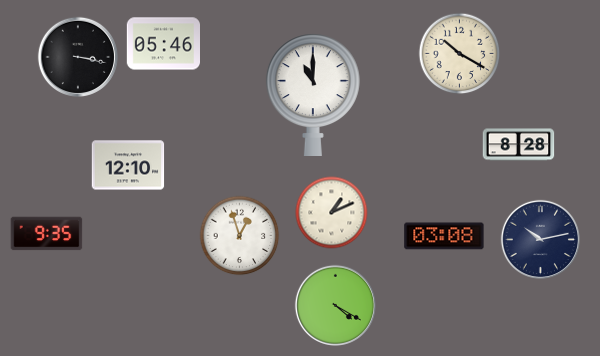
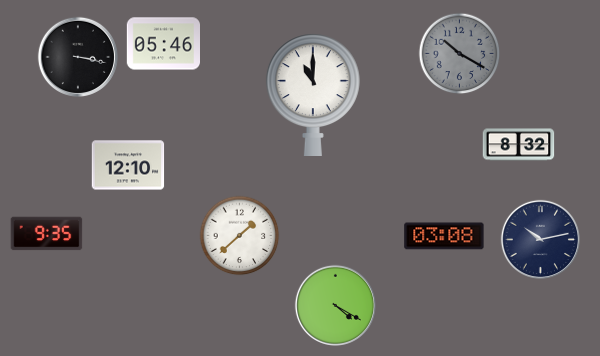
clock at (460, 54) dial: cream -> grey
clock at (519, 145): 8:28 -> 8:32
clock at (332, 213): 1:11 -> none
clock at (240, 236): 12:57 -> 1:38
